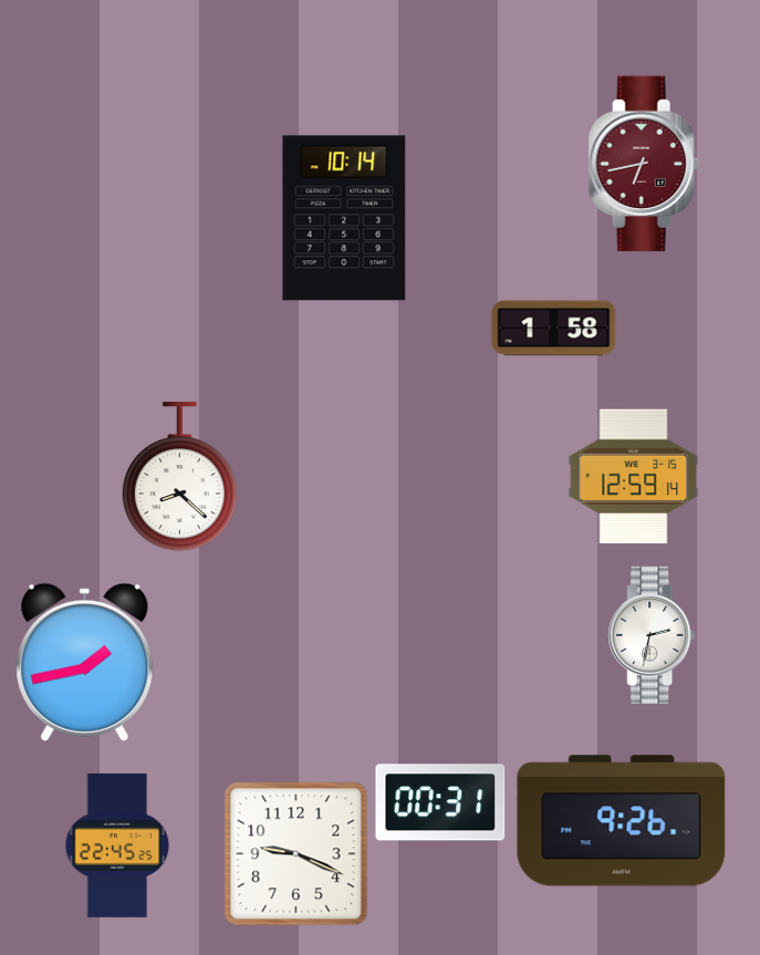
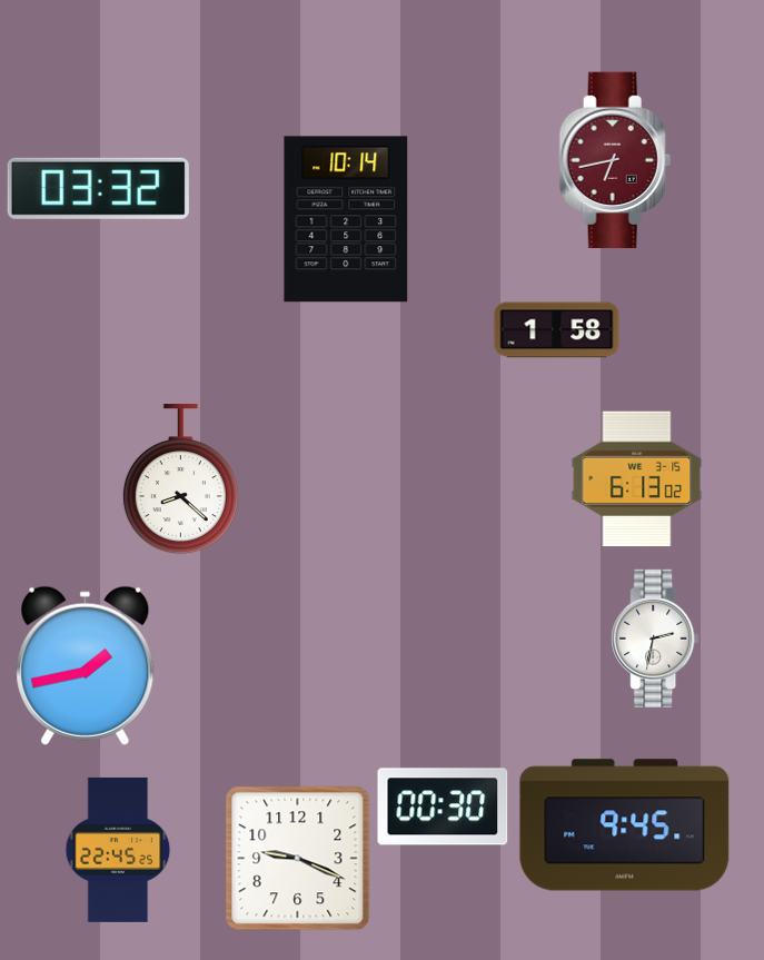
clock at (644, 164) position: (644, 164) -> (615, 160)
clock at (98, 188): none -> 03:32
clock at (634, 477): 12:59 -> 6:13
clock at (440, 802): 00:31 -> 00:30
clock at (622, 821): 9:26 -> 9:45
